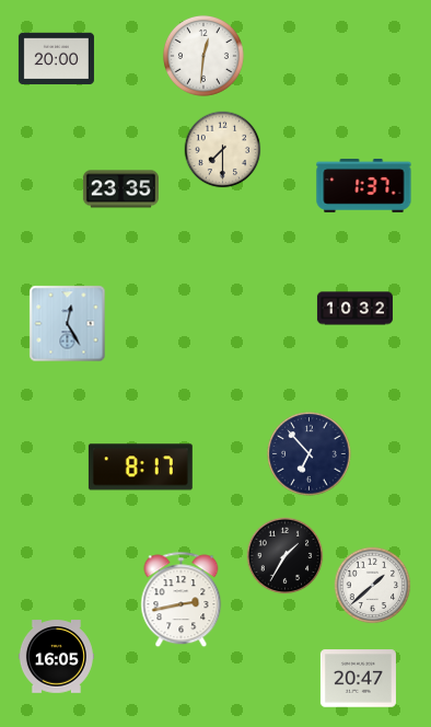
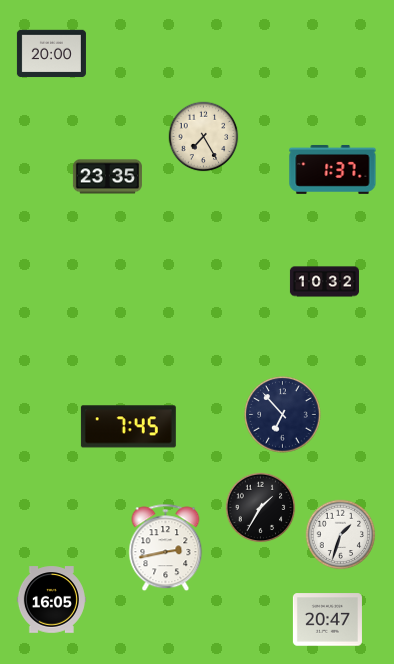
clock at (203, 56): 12:31 -> none
clock at (223, 150): 7:30 -> 7:25
clock at (120, 189) position: (120, 189) -> (107, 177)
clock at (68, 324): 12:25 -> none
clock at (140, 468): 8:17 -> 7:45
clock at (373, 586): 1:38 -> 1:33
